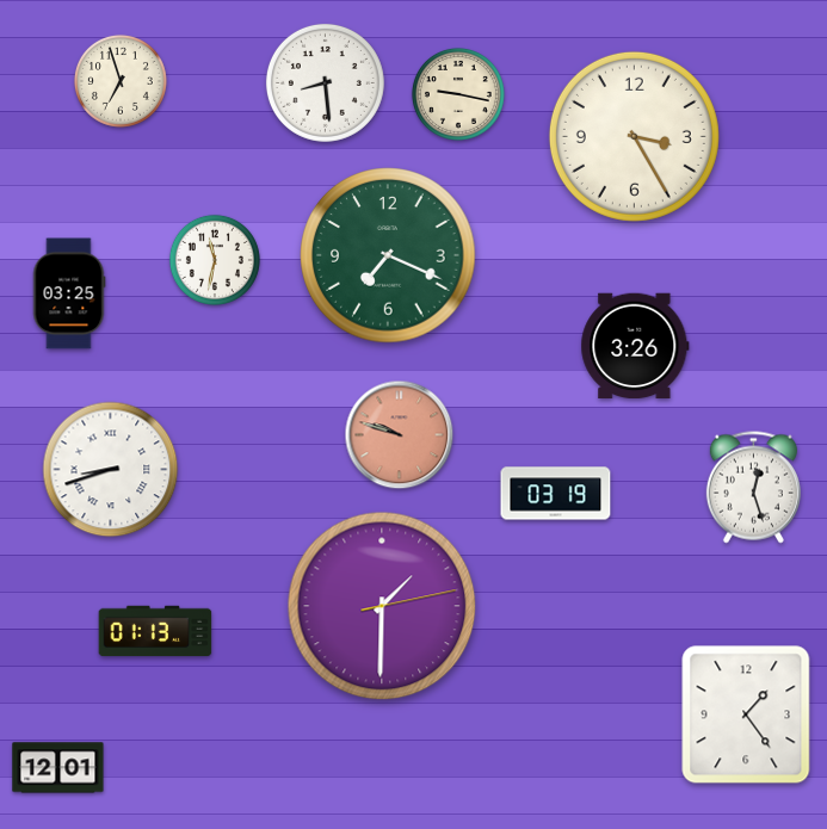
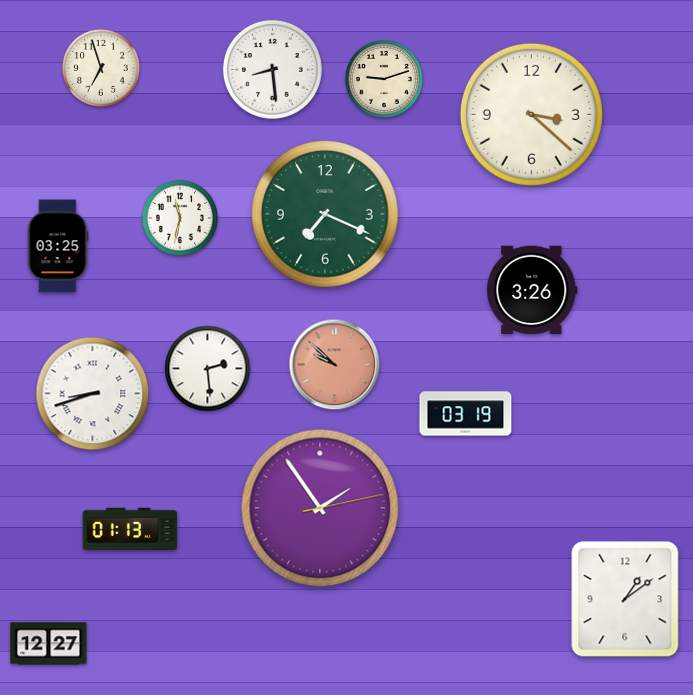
clock at (458, 94): 9:17 -> 9:12
clock at (634, 136): 3:25 -> 3:22
clock at (400, 435): 9:48 -> 9:52
clock at (208, 369): none -> 2:29
clock at (753, 488): 12:27 -> none
clock at (382, 606): 1:30 -> 1:54
clock at (746, 714): 1:24 -> 1:09
clock at (58, 768): 12:01 -> 12:27
